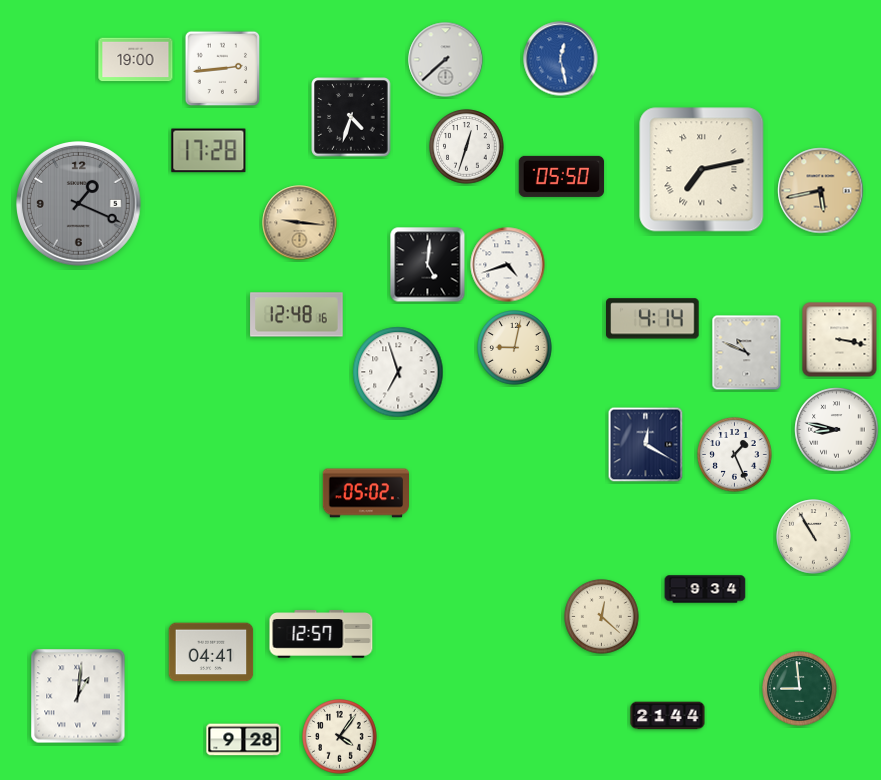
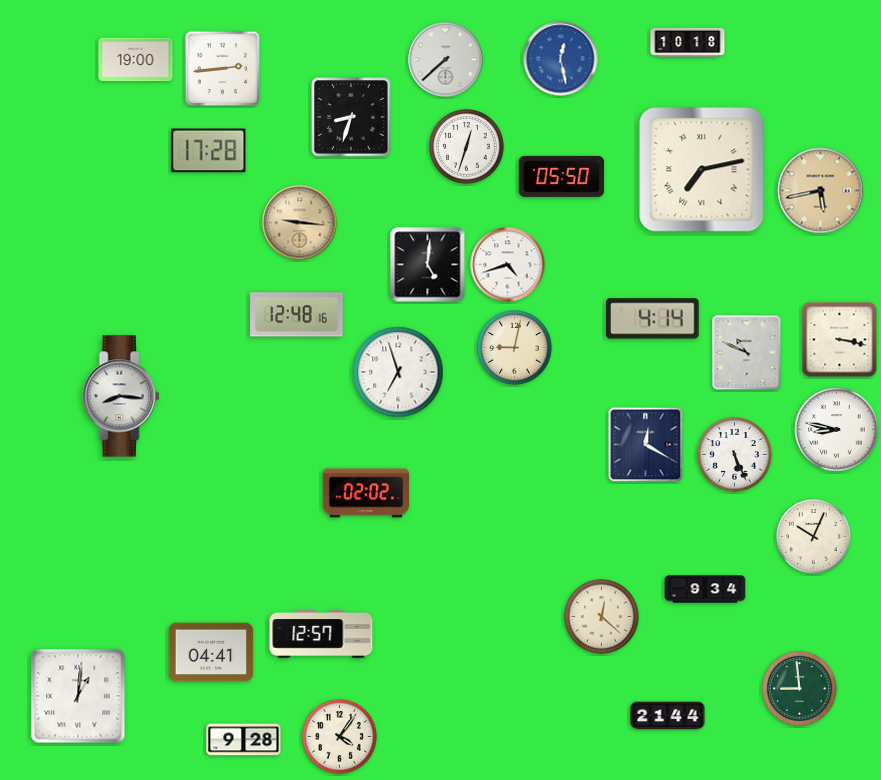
clock at (688, 42): none -> 10:18
clock at (351, 117): 4:33 -> 8:33
clock at (79, 204): 1:19 -> none
clock at (121, 396): none -> 8:16
clock at (735, 455): 1:26 -> 5:26
clock at (365, 493): 05:02 -> 02:02
clock at (814, 537): 10:55 -> 10:04
